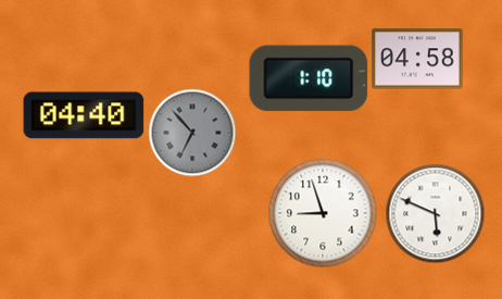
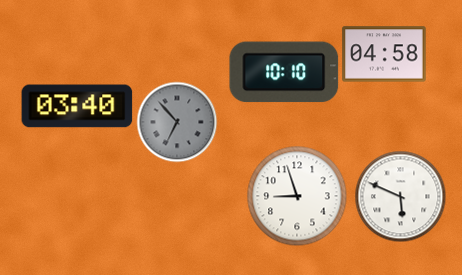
clock at (309, 78): 1:10 -> 10:10
clock at (84, 115): 04:40 -> 03:40
